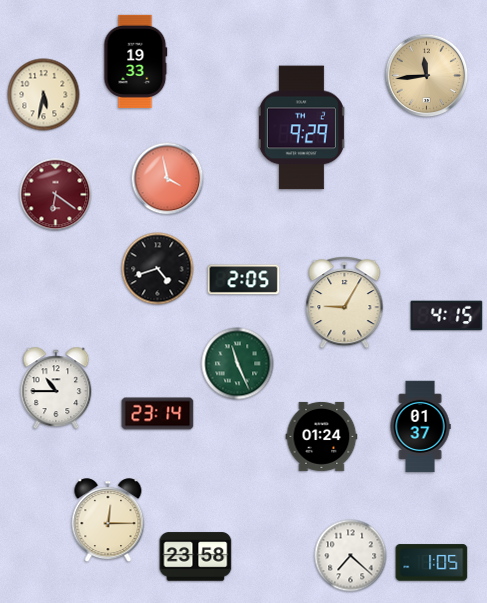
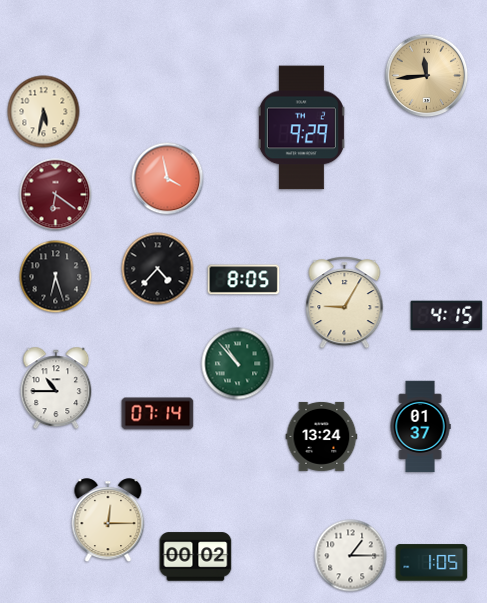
clock at (136, 61): 19:33 -> none
clock at (44, 95) position: (44, 95) -> (44, 112)
clock at (158, 269): 4:42 -> 4:37
clock at (56, 277): none -> 6:27
clock at (244, 280): 2:05 -> 8:05
clock at (238, 364): 11:26 -> 10:53
clock at (158, 414): 23:14 -> 07:14
clock at (322, 436): 01:24 -> 13:24
clock at (351, 556): 7:22 -> 1:15
clock at (196, 557): 23:58 -> 00:02
